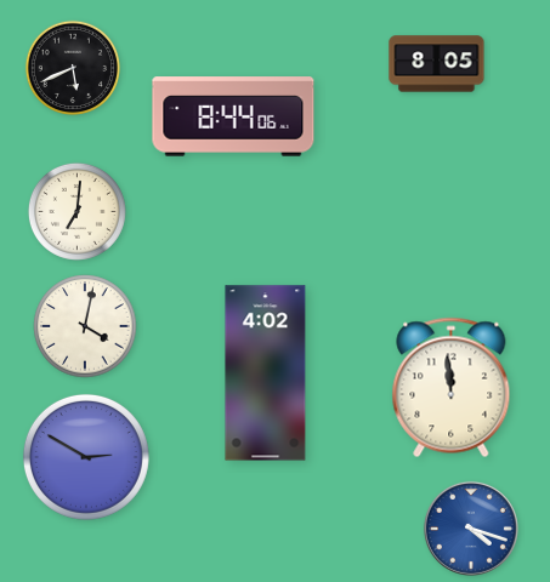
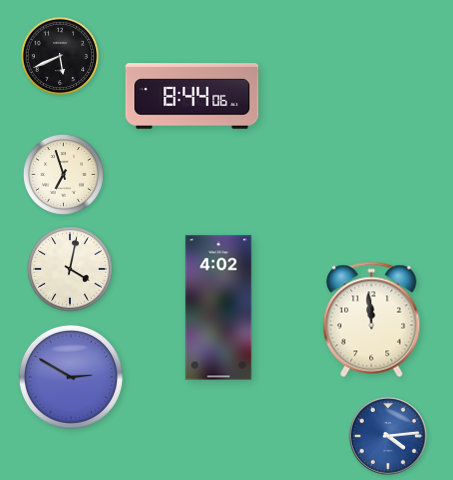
clock at (437, 64): 8:05 -> none
clock at (76, 211): 7:01 -> 6:57
clock at (471, 529): 4:18 -> 4:14
